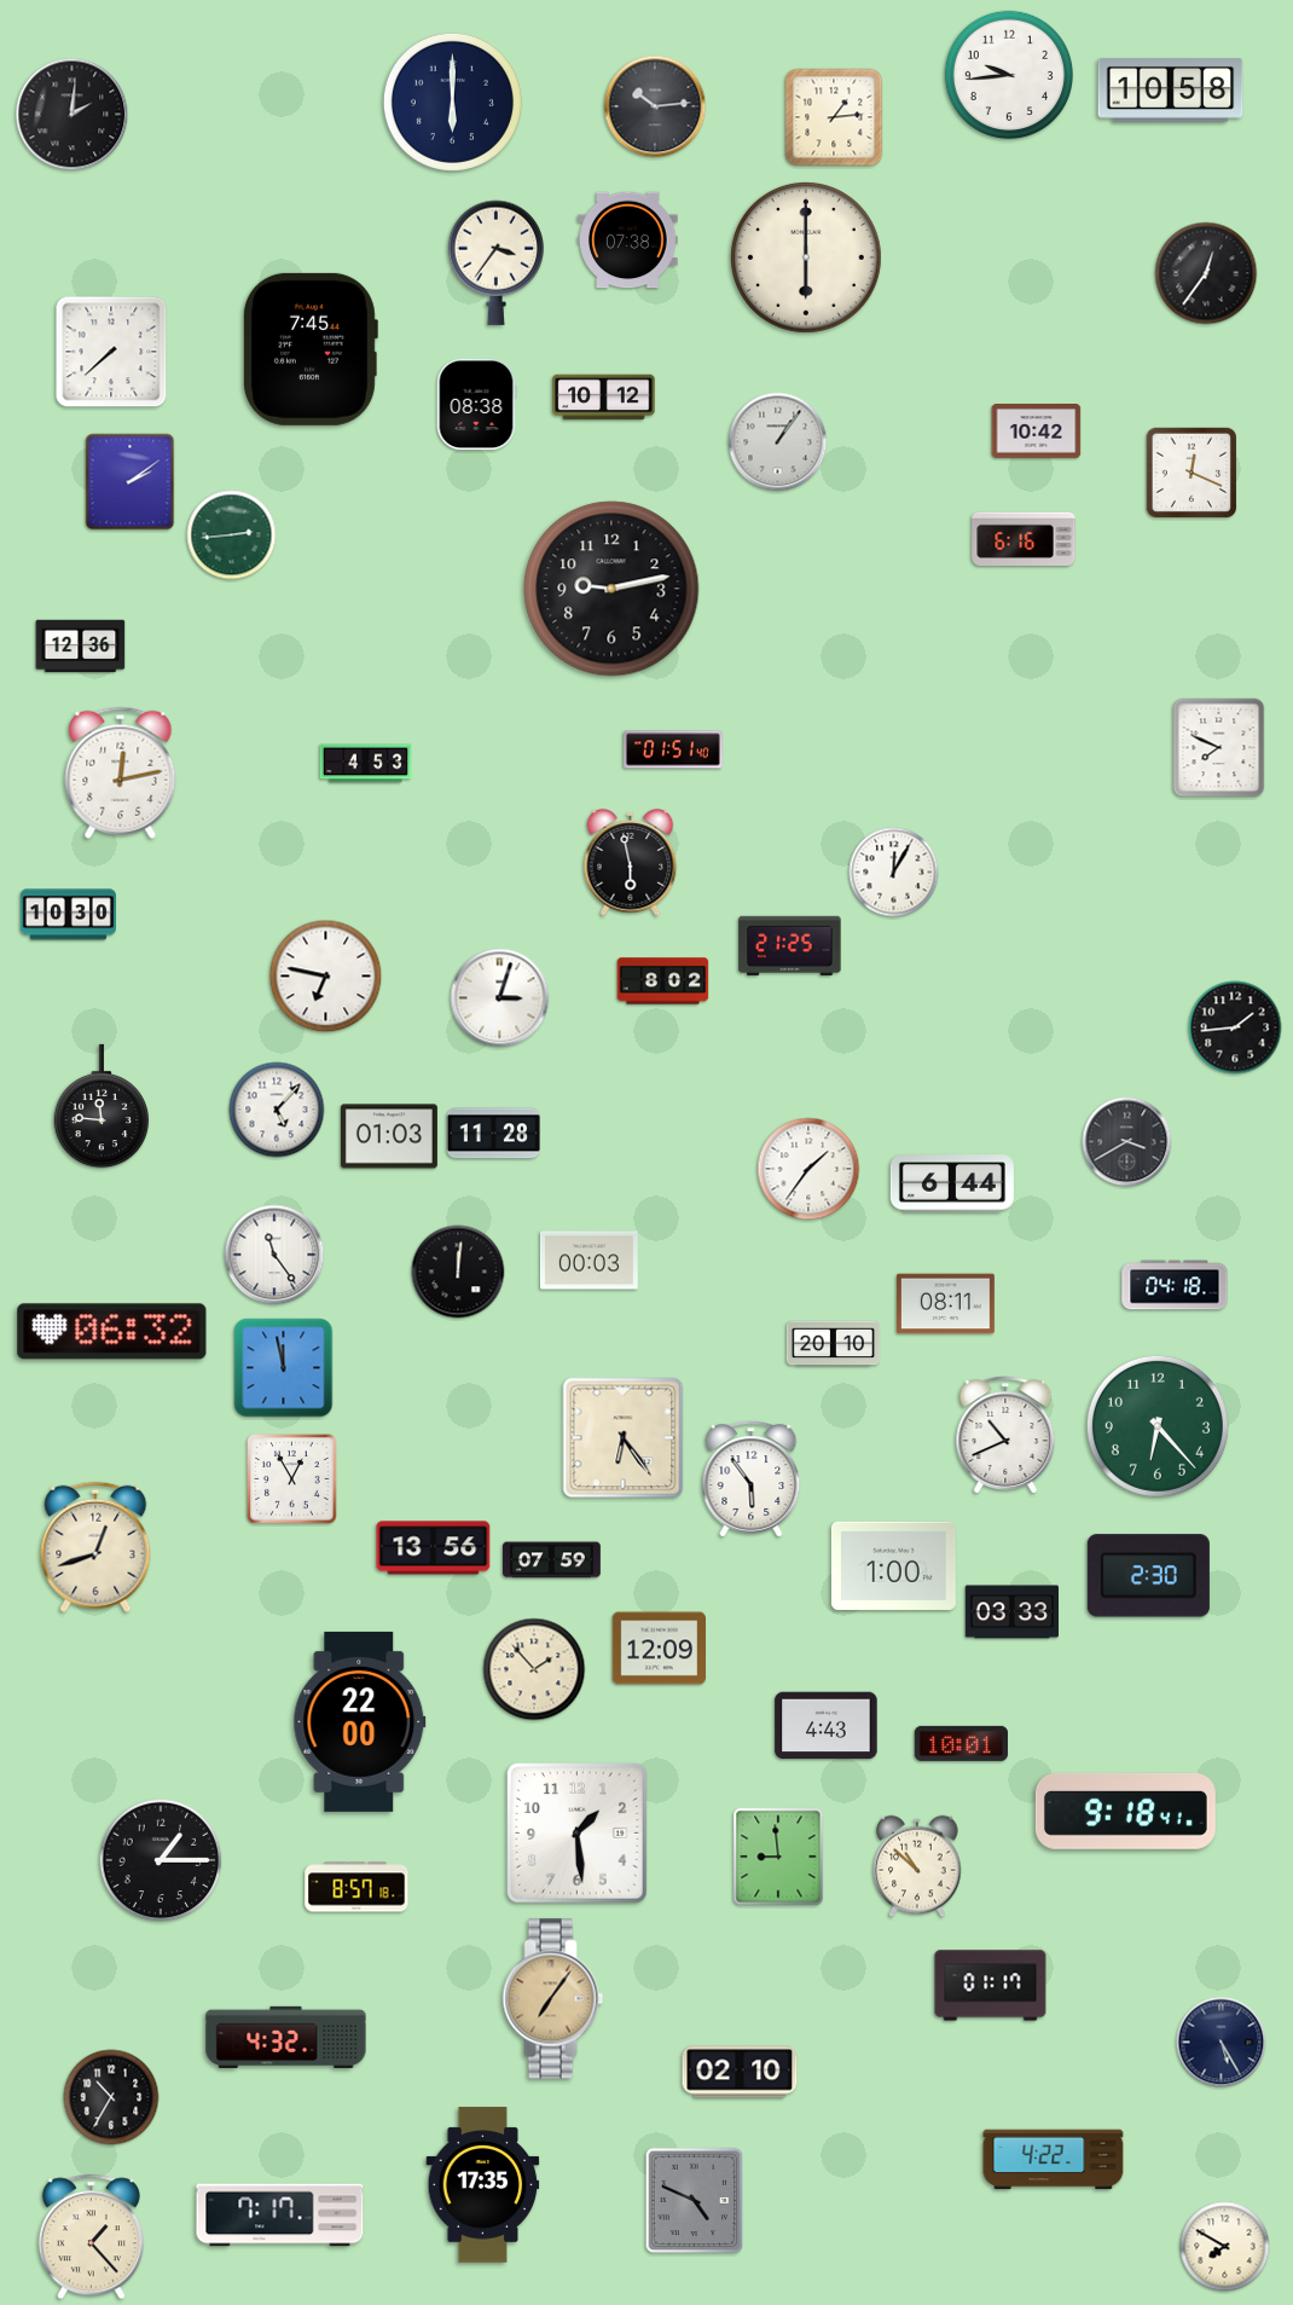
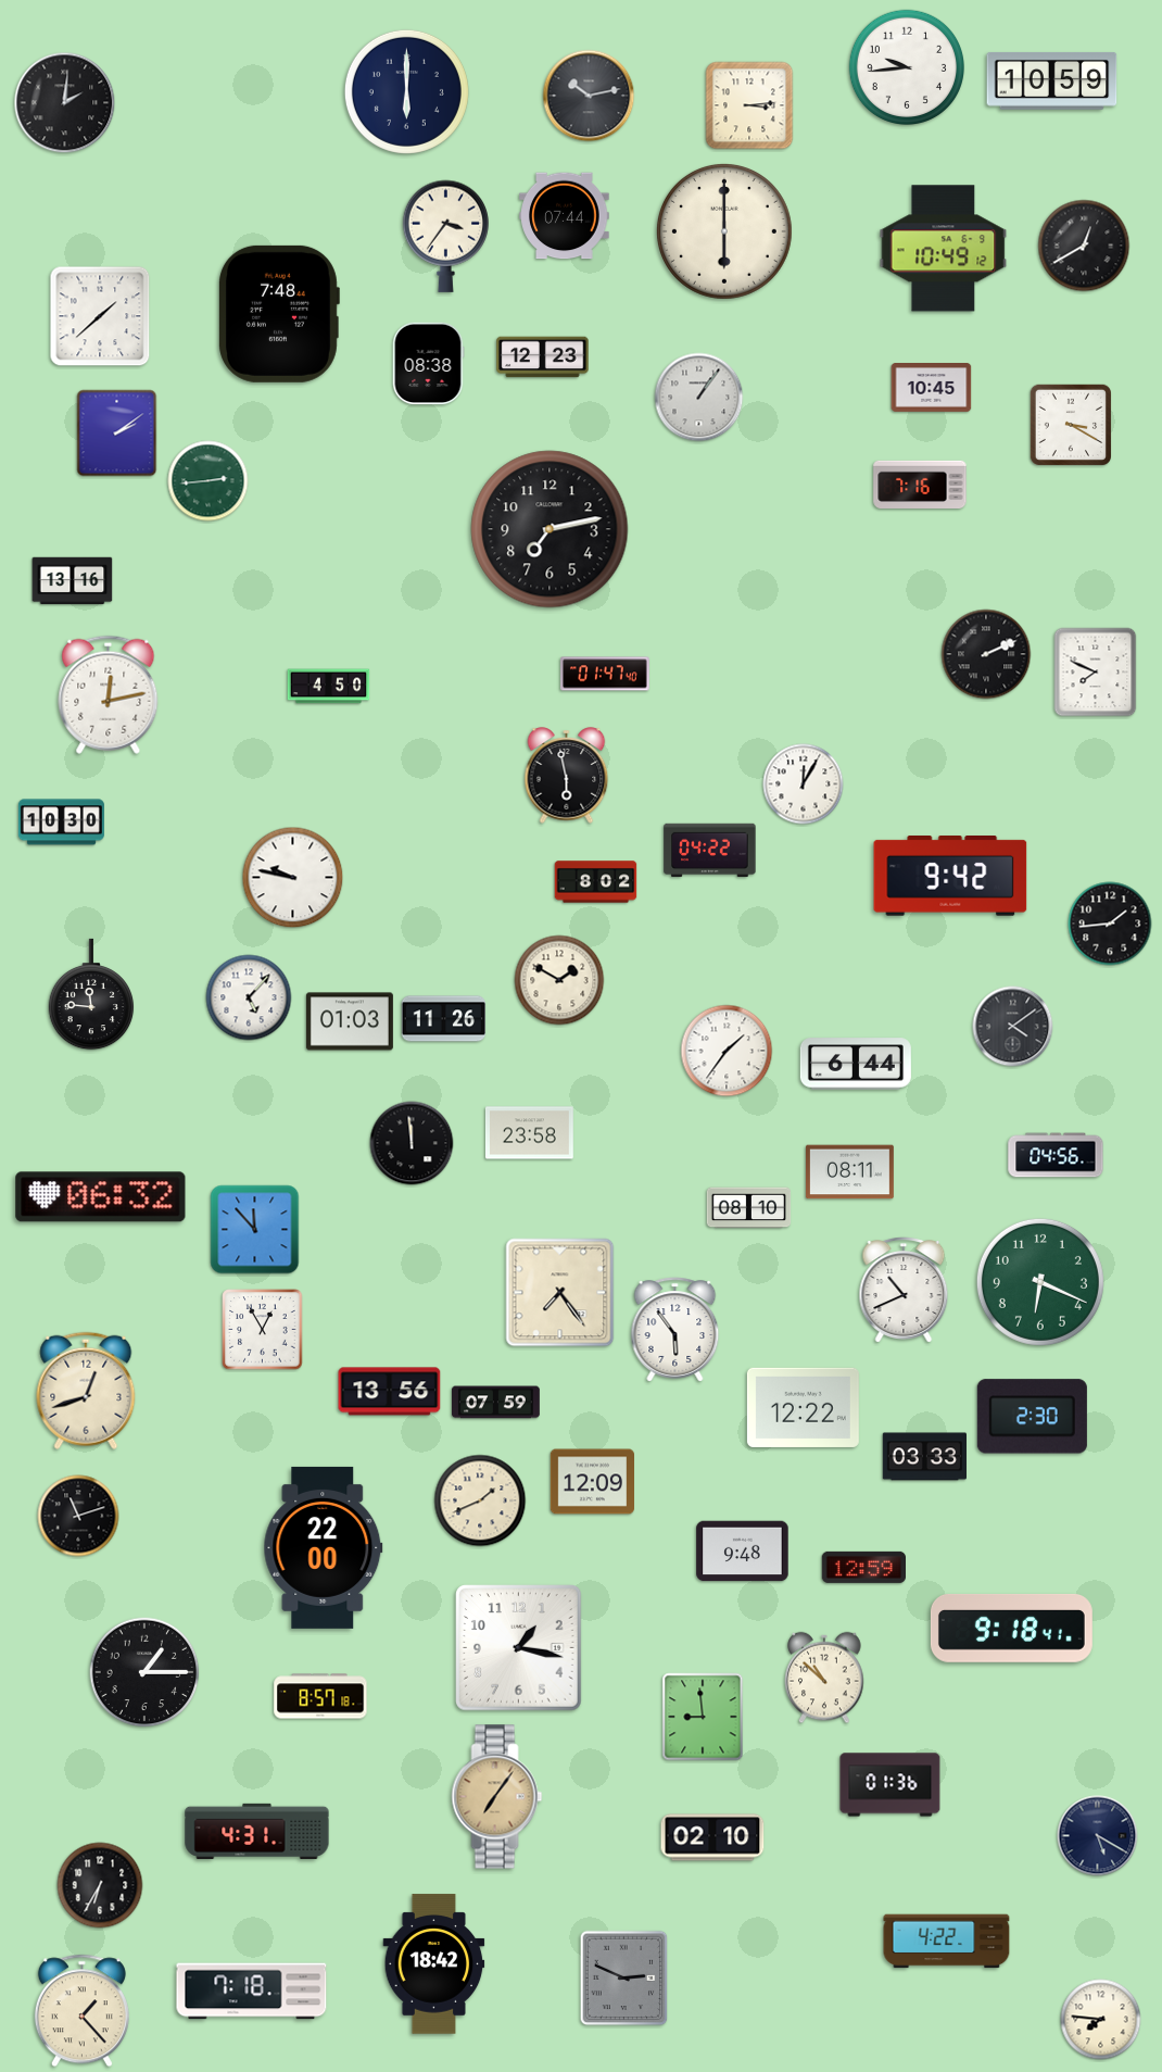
clock at (1171, 89): 10:58 -> 10:59
clock at (655, 106): 10:14 -> 10:13
clock at (834, 117): 1:14 -> 3:14
clock at (628, 241): 07:38 -> 07:44
clock at (1206, 273): 12:36 -> 12:40
clock at (944, 249): none -> 10:49
clock at (309, 349): 7:45 -> 7:48
clock at (111, 352): 7:38 -> 1:38
clock at (604, 398): 10:12 -> 12:23
clock at (1037, 432): 10:42 -> 10:45
clock at (1190, 471): 12:19 -> 3:20
clock at (1024, 538): 6:16 -> 7:16
clock at (611, 589): 9:13 -> 7:13
clock at (81, 647): 12:36 -> 13:16
clock at (986, 654): none -> 2:11
clock at (673, 749): 01:51 -> 01:47
clock at (366, 764): 4:53 -> 4:50
clock at (790, 945): 21:25 -> 04:22
clock at (950, 877): none -> 9:42
clock at (326, 977): 6:47 -> 9:47
clock at (500, 998): 3:03 -> none
clock at (559, 980): none -> 1:50
clock at (493, 1134): 11:28 -> 11:26
clock at (1127, 1142): 3:40 -> 4:09
clock at (274, 1255): 11:24 -> none
clock at (588, 1261): 00:03 -> 23:58
clock at (458, 1272): 12:01 -> 11:59
clock at (1175, 1285): 04:18 -> 04:56
clock at (834, 1344): 20:10 -> 08:10
clock at (284, 1368): 11:58 -> 11:53
clock at (1158, 1426): 6:23 -> 6:19
clock at (624, 1438): 6:24 -> 7:24
clock at (893, 1565): 1:00 -> 12:22
clock at (1011, 1612) position: (1011, 1612) -> (924, 1457)
clock at (534, 1669): 1:53 -> 1:41
clock at (78, 1516): none -> 11:12
clock at (827, 1726): 4:43 -> 9:48
clock at (961, 1743): 10:01 -> 12:59
clock at (578, 1834): 1:29 -> 1:17
clock at (778, 1857) position: (778, 1857) -> (703, 1717)
clock at (991, 1986): 01:17 -> 01:36
clock at (286, 2037): 4:32 -> 4:31
clock at (1222, 2043): 5:25 -> 5:20
clock at (740, 2072) position: (740, 2072) -> (712, 1837)
clock at (111, 2097): 10:35 -> 6:35
clock at (483, 2185): 17:35 -> 18:42
clock at (695, 2201): 4:49 -> 2:49
clock at (280, 2216): 7:17 -> 7:18
clock at (1225, 2247): 7:50 -> 7:46
